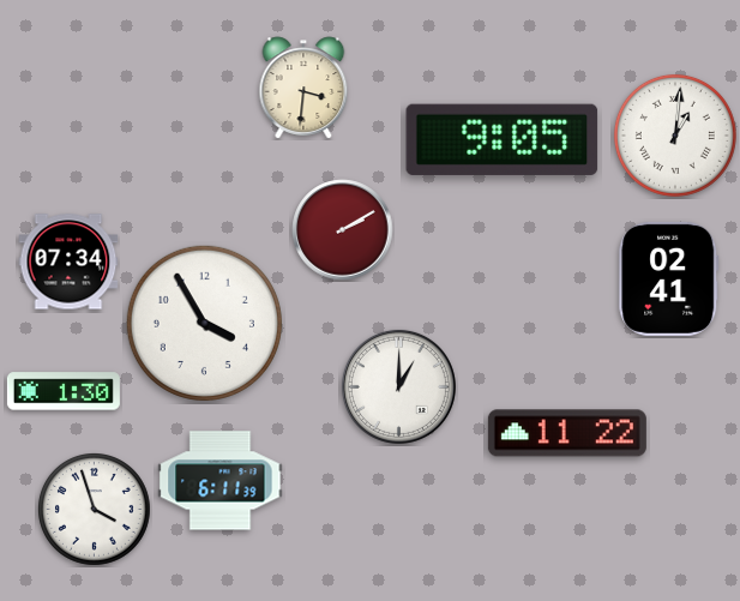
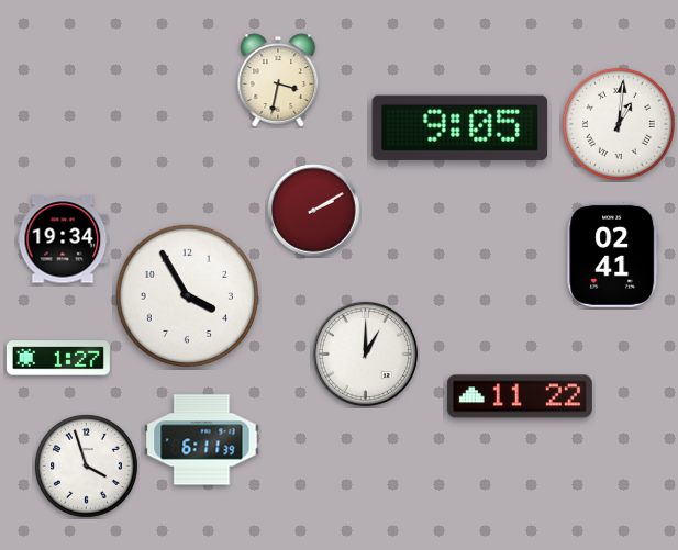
clock at (303, 88): 3:31 -> 3:32
clock at (68, 262): 07:34 -> 19:34
clock at (64, 391): 1:30 -> 1:27
